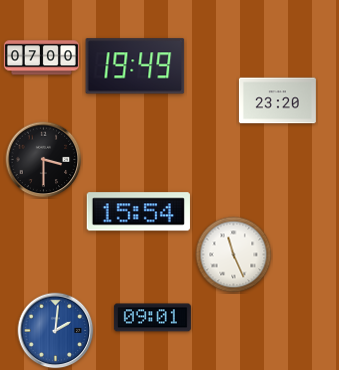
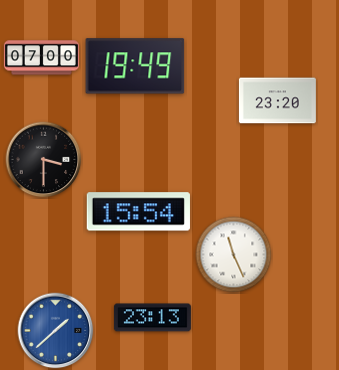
clock at (152, 318): 09:01 -> 23:13
clock at (56, 331): 2:01 -> 1:38
